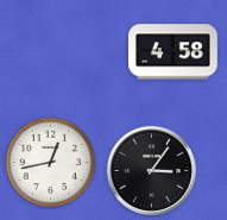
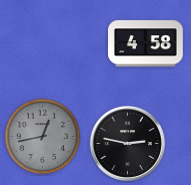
clock at (51, 163) dial: white -> grey
clock at (151, 170): 3:06 -> 2:47
